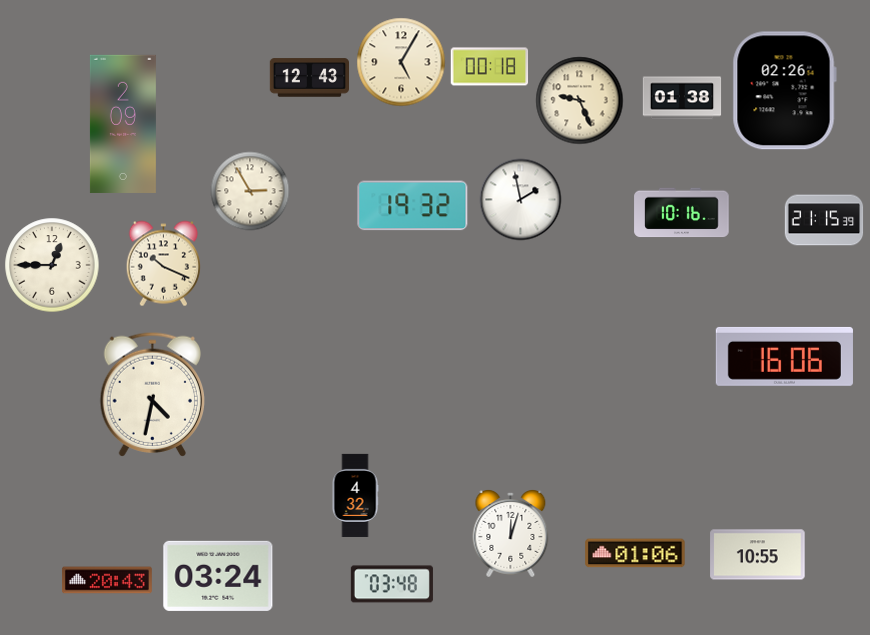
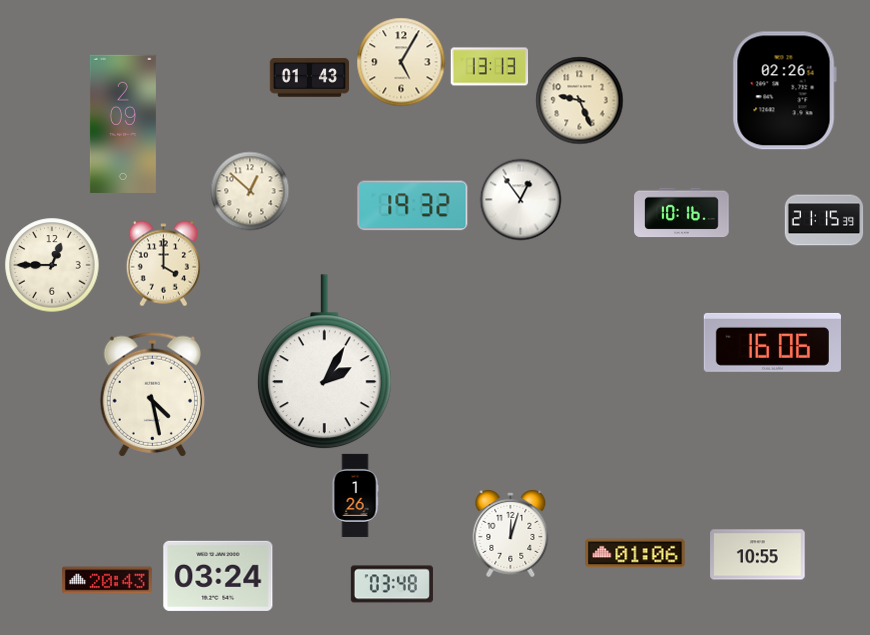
clock at (489, 67): 00:18 -> 13:13
clock at (309, 78): 12:43 -> 01:43
clock at (682, 98): 01:38 -> none
clock at (250, 191): 2:55 -> 12:52
clock at (520, 199): 1:58 -> 12:54
clock at (163, 263): 10:19 -> 4:00
clock at (784, 356) position: (784, 356) -> (772, 342)
clock at (324, 362): none -> 2:05
clock at (152, 394): 4:32 -> 4:28
clock at (355, 495): 4:32 -> 1:26
